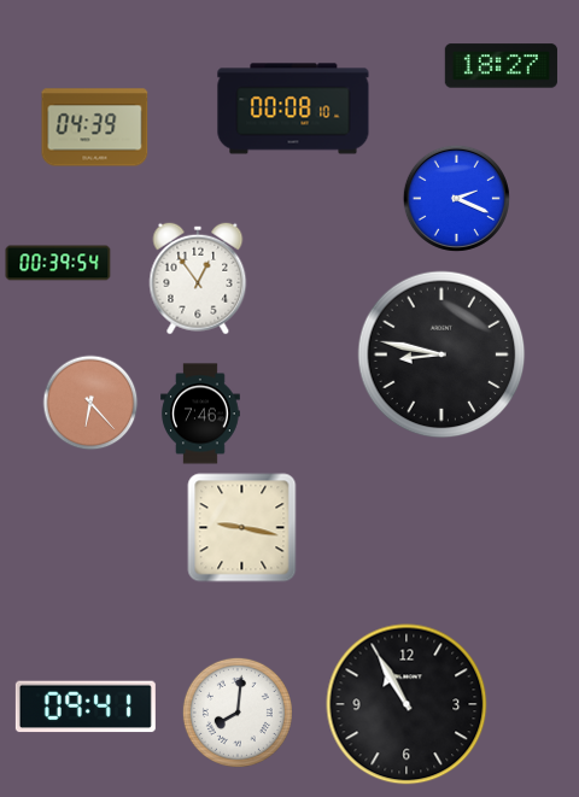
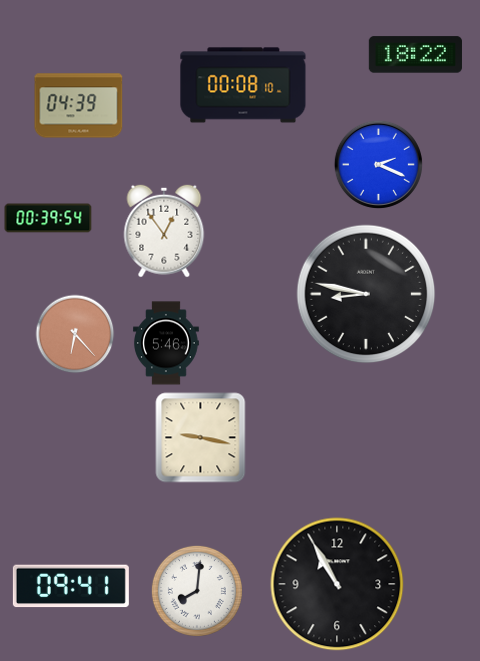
clock at (501, 66): 18:27 -> 18:22
clock at (293, 109) position: (293, 109) -> (243, 85)
clock at (201, 414): 7:46 -> 5:46
